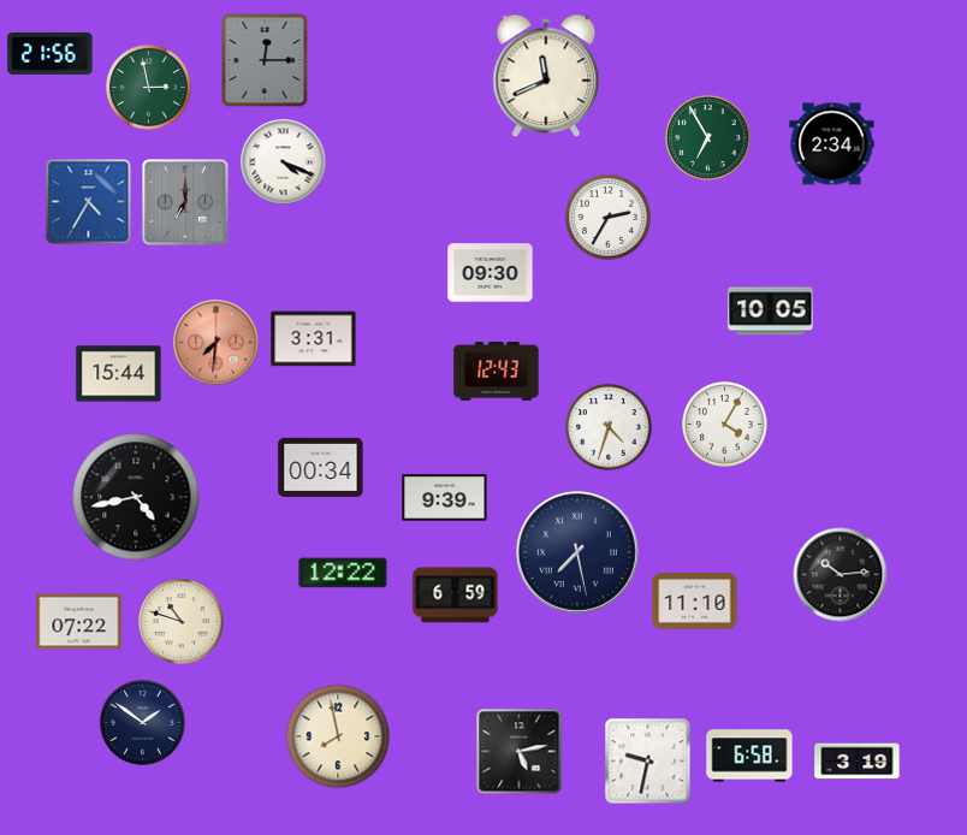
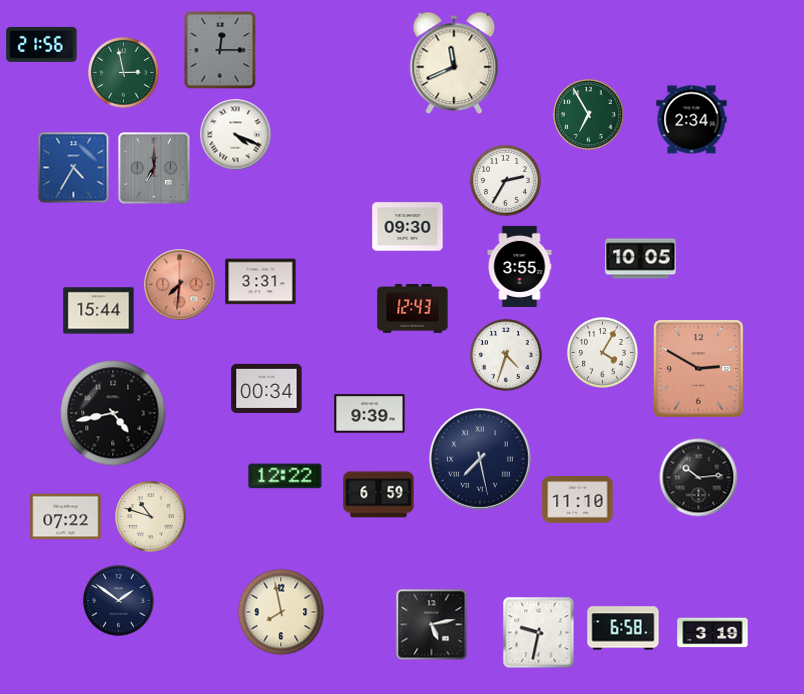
clock at (520, 266): none -> 3:55
clock at (698, 368): none -> 2:50
